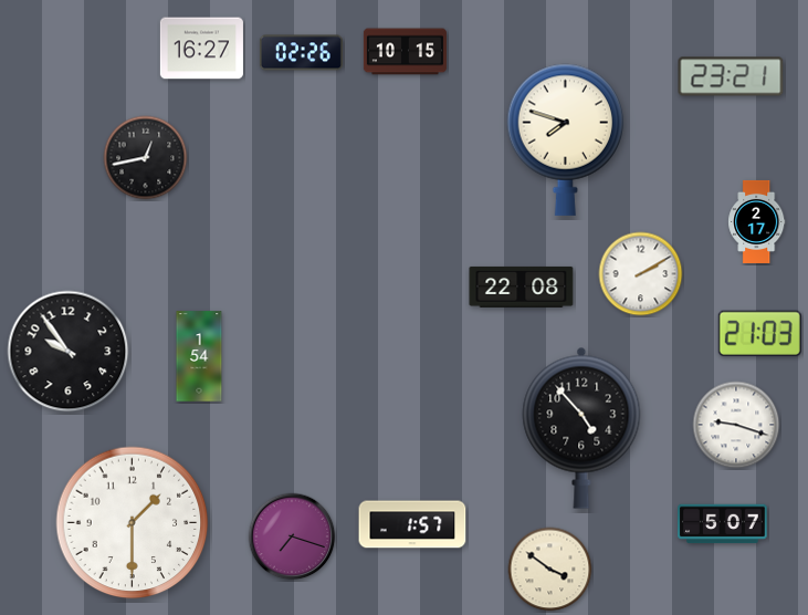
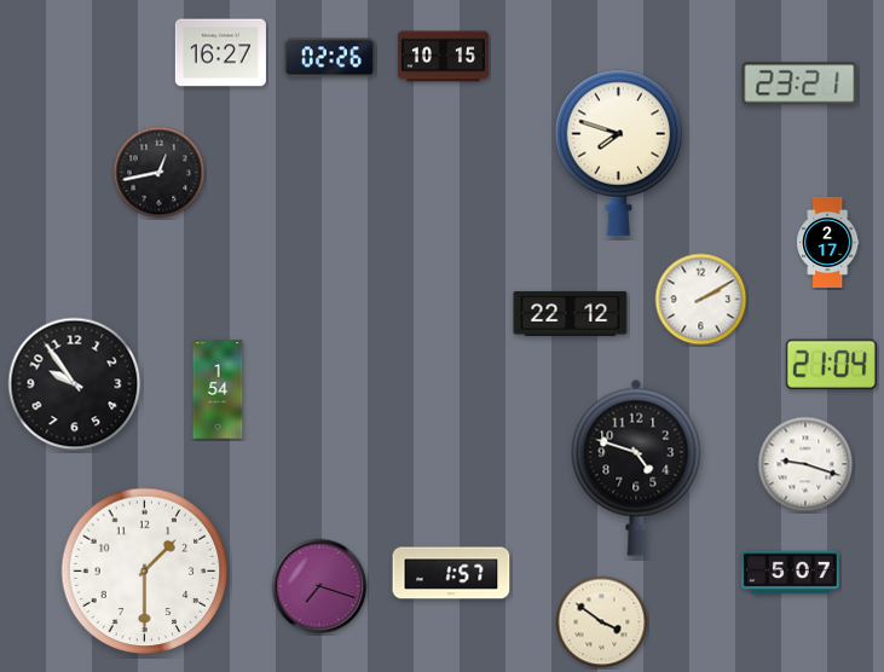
clock at (522, 286): 22:08 -> 22:12
clock at (759, 333): 21:03 -> 21:04
clock at (581, 428): 4:53 -> 4:48
